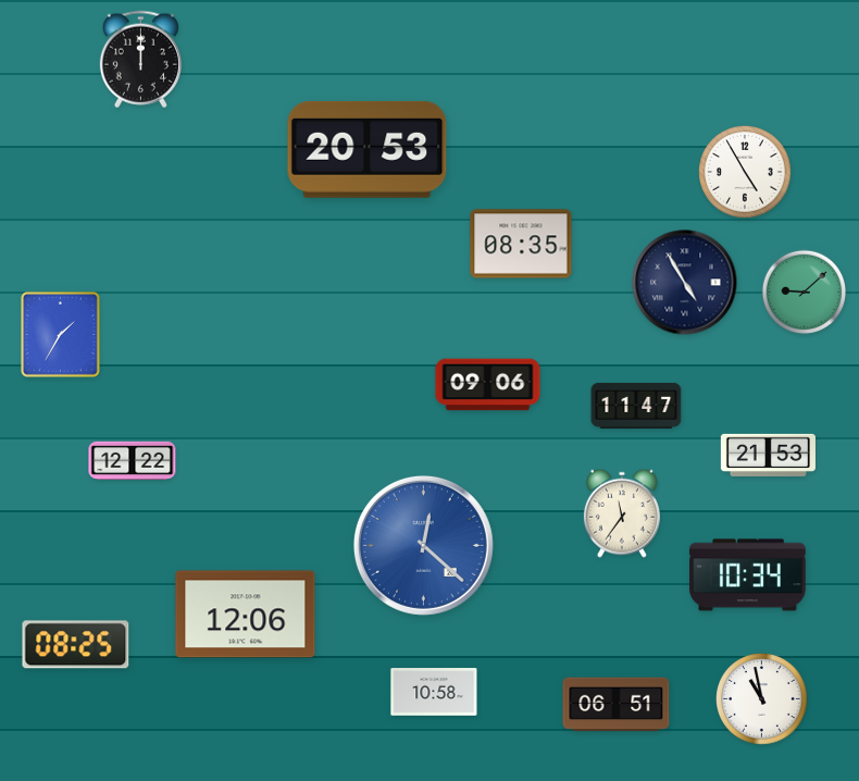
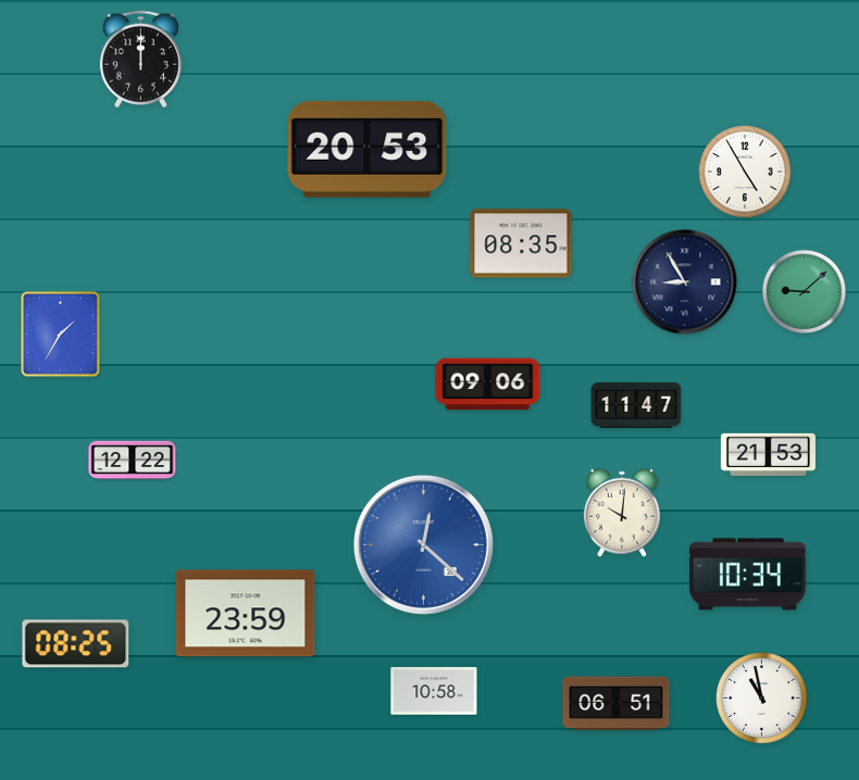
clock at (685, 283): 4:55 -> 8:55
clock at (622, 513): 11:36 -> 10:01
clock at (246, 615): 12:06 -> 23:59
